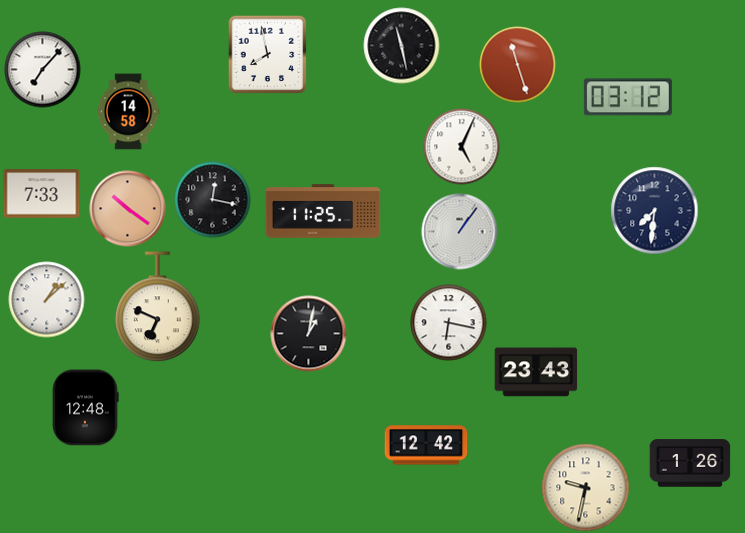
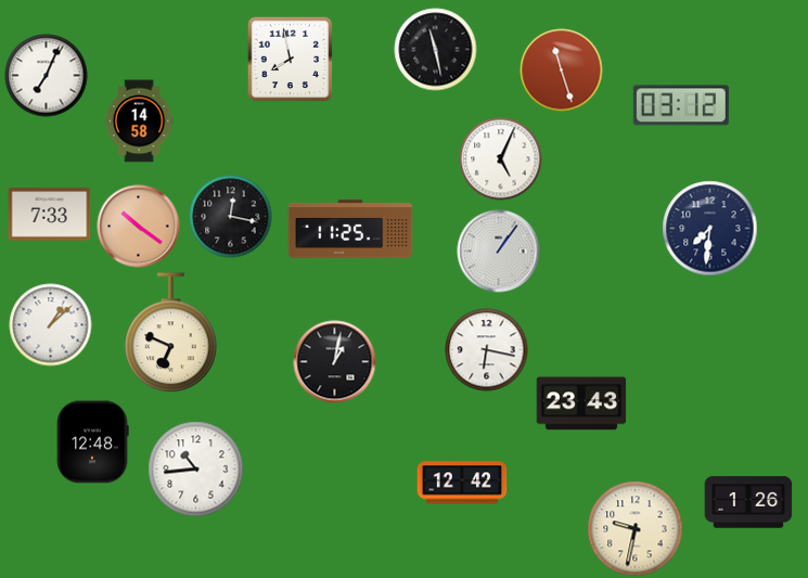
clock at (43, 70): 7:07 -> 7:04
clock at (42, 194) position: (42, 194) -> (50, 215)
clock at (196, 470): none -> 10:44
